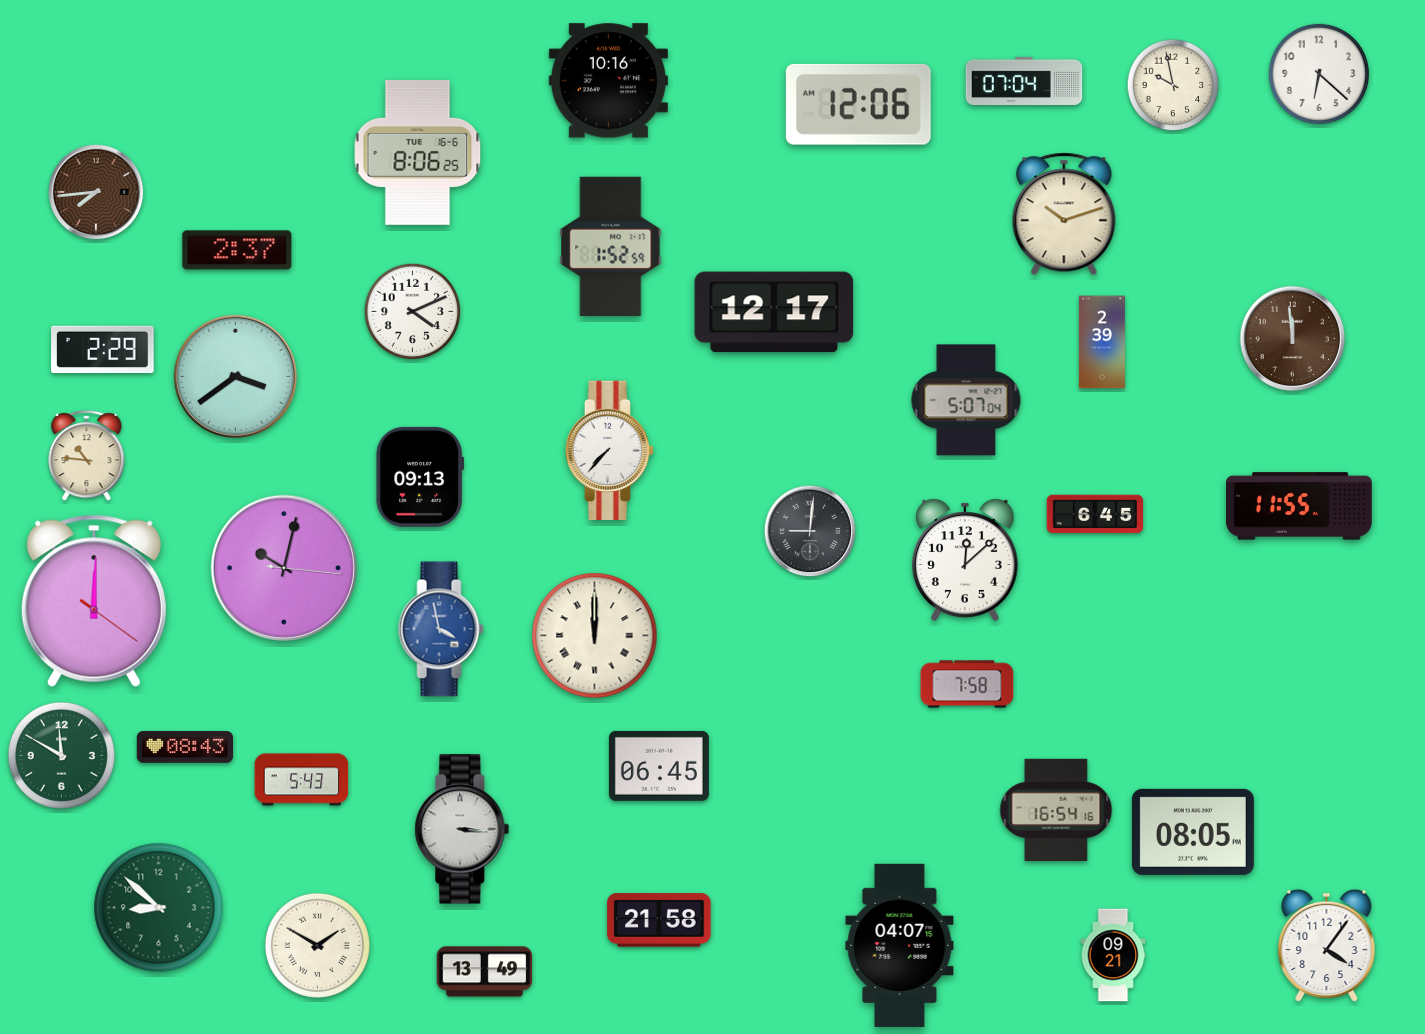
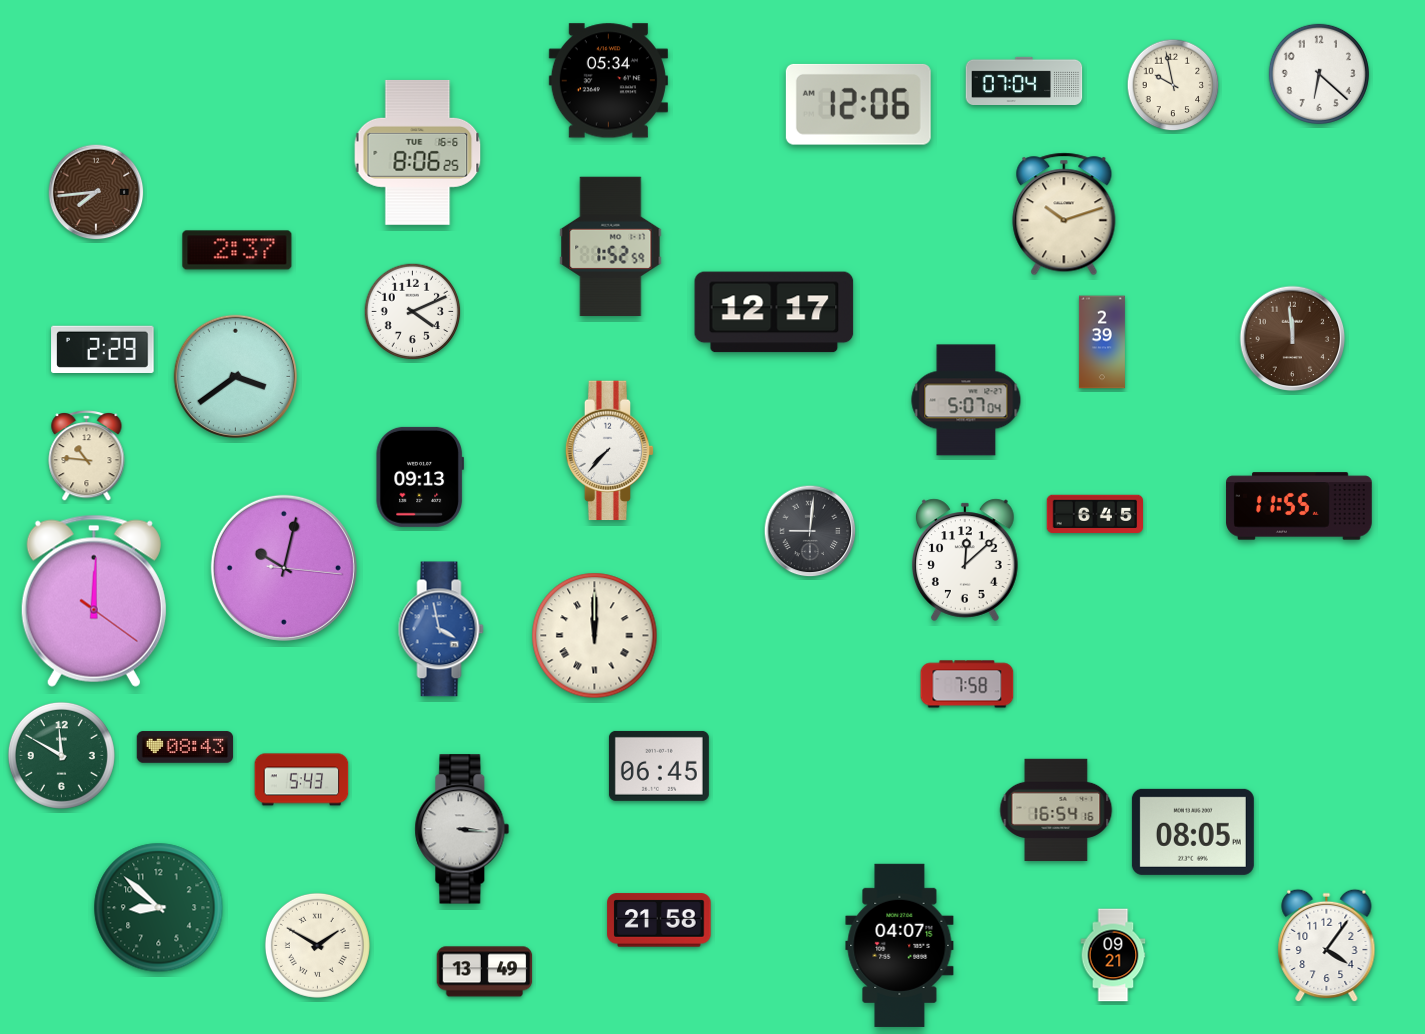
clock at (608, 81): 10:16 -> 05:34
